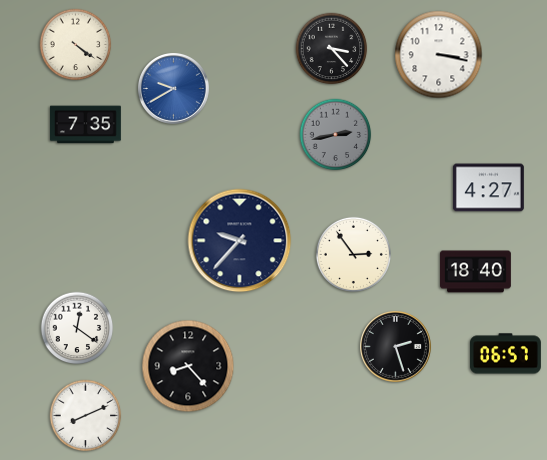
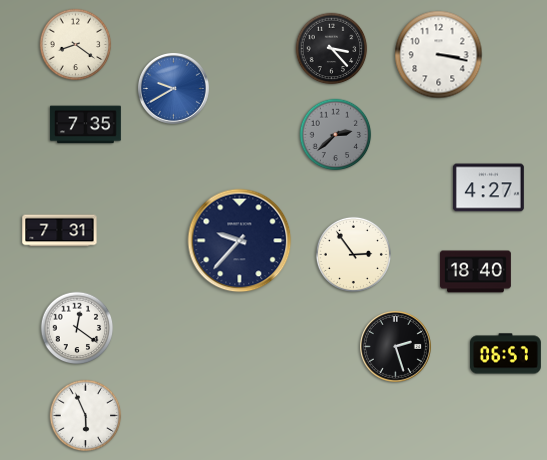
clock at (76, 45): 4:21 -> 8:21
clock at (336, 135): 2:43 -> 2:38
clock at (60, 231): none -> 7:31
clock at (188, 366): 8:23 -> none
clock at (86, 416): 8:11 -> 5:56
